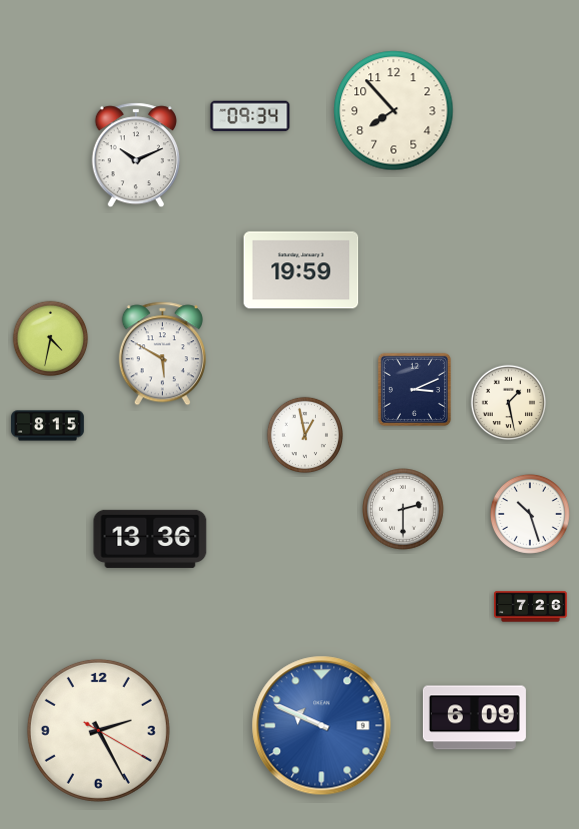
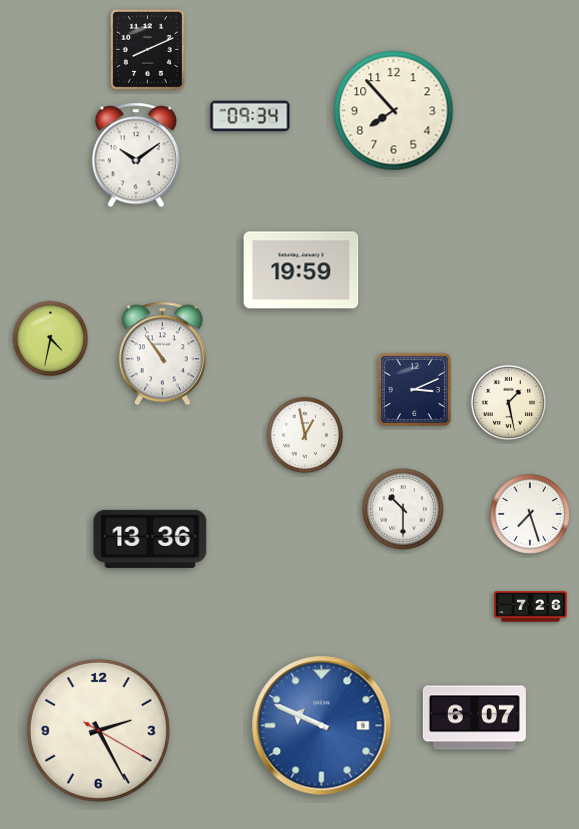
clock at (147, 49): none -> 8:11
clock at (136, 155): 10:11 -> 10:09
clock at (162, 354): 5:50 -> 10:54
clock at (48, 426): 8:15 -> none
clock at (404, 510): 2:30 -> 10:30
clock at (530, 514): 10:27 -> 7:27
clock at (474, 718): 6:09 -> 6:07
